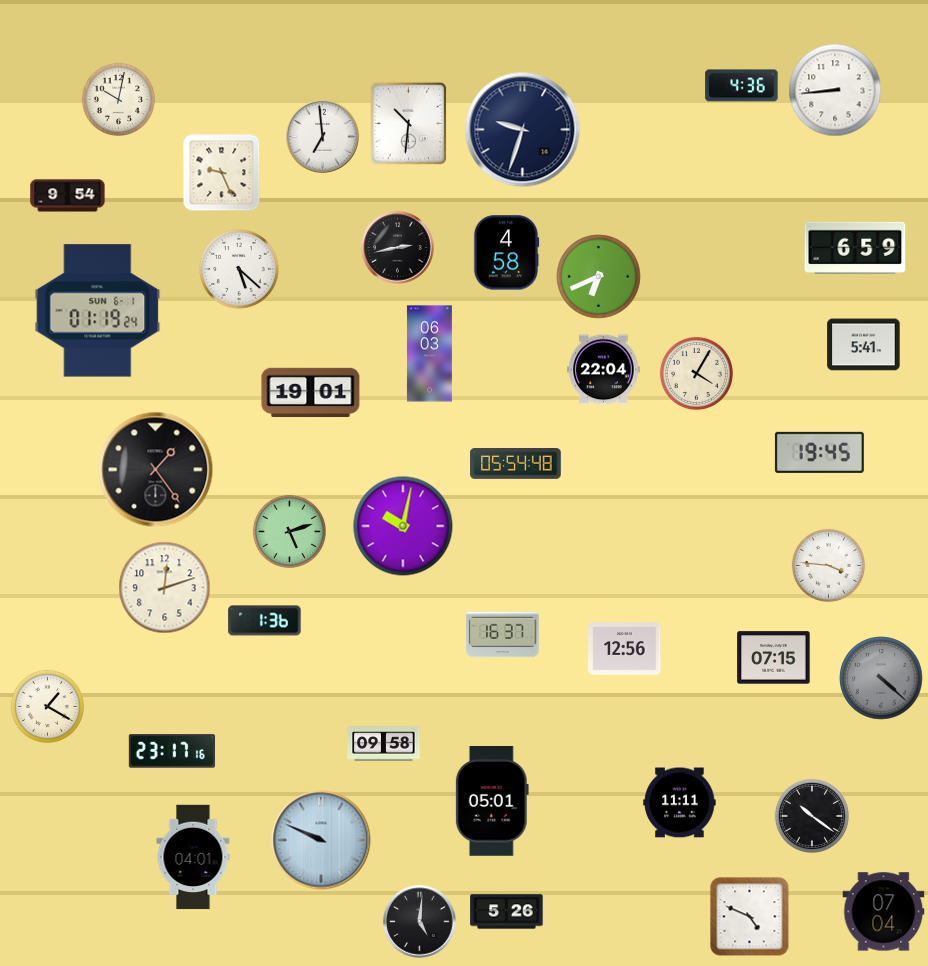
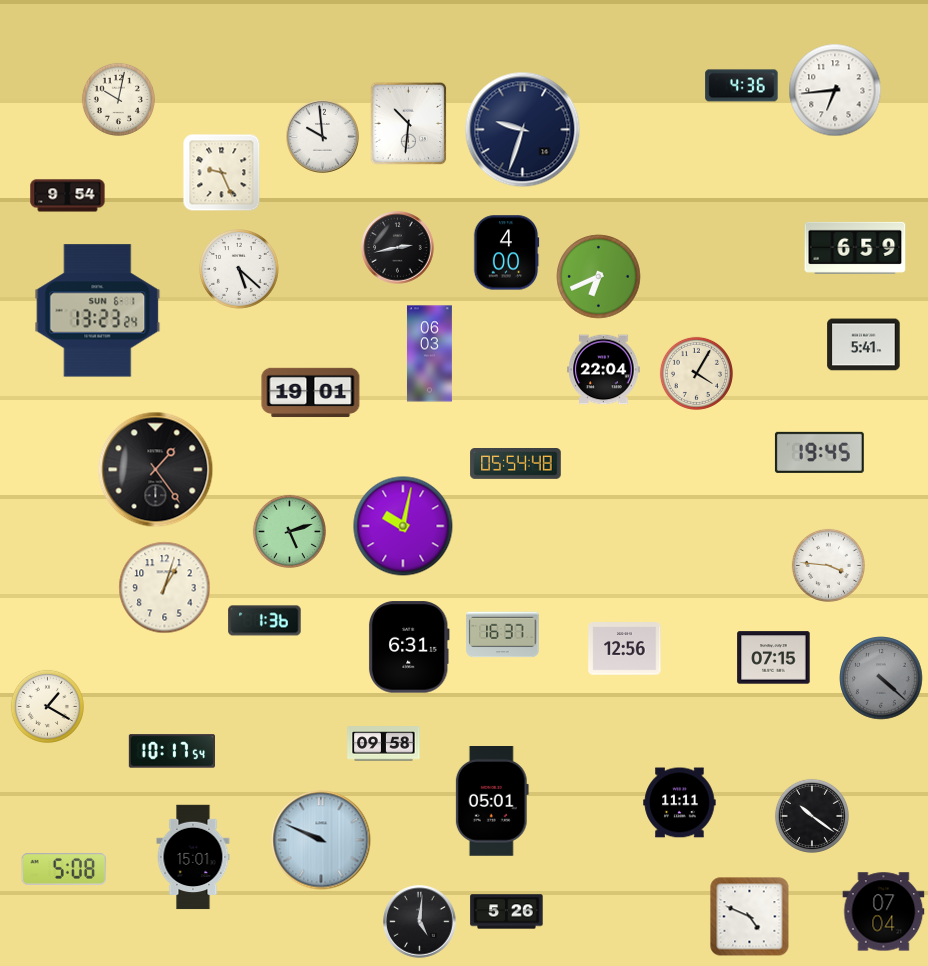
clock at (835, 90): 8:44 -> 6:44
clock at (323, 137): 6:59 -> 9:59
clock at (506, 253): 4:58 -> 4:00
clock at (98, 311): 01:19 -> 13:23
clock at (165, 588): 12:12 -> 1:03
clock at (409, 647): none -> 6:31
clock at (171, 751): 23:17 -> 10:17
clock at (193, 857): 04:01 -> 15:01
clock at (64, 869): none -> 5:08
